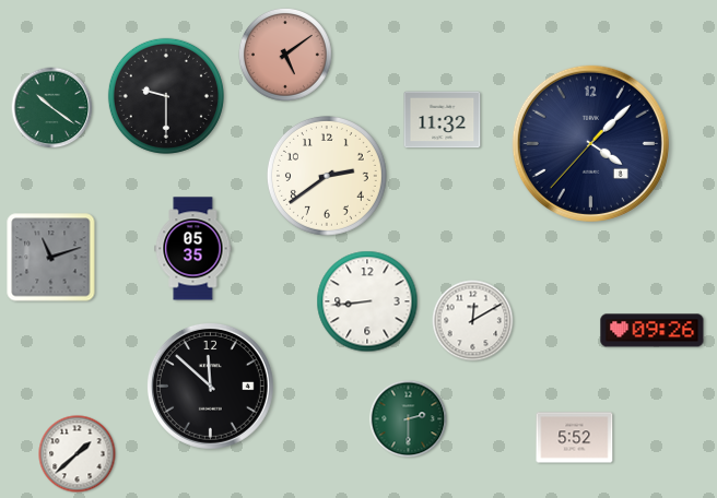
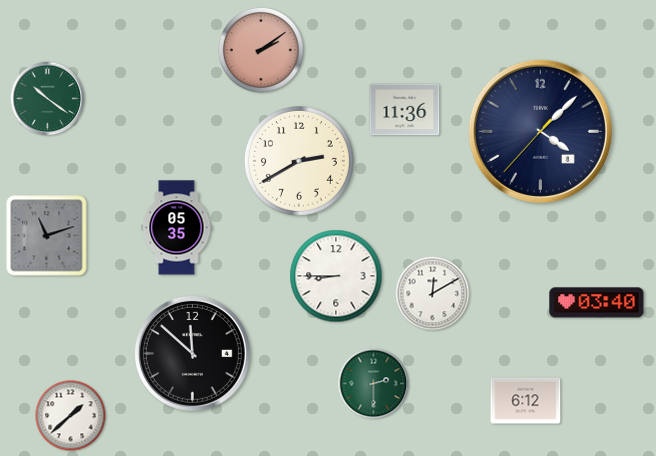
clock at (285, 55): 5:09 -> 2:09
clock at (166, 96): 9:30 -> none
clock at (443, 120): 11:32 -> 11:36
clock at (327, 176): 2:39 -> 2:40
clock at (367, 301): 8:44 -> 8:45
clock at (653, 331): 09:26 -> 03:40
clock at (575, 438): 5:52 -> 6:12
